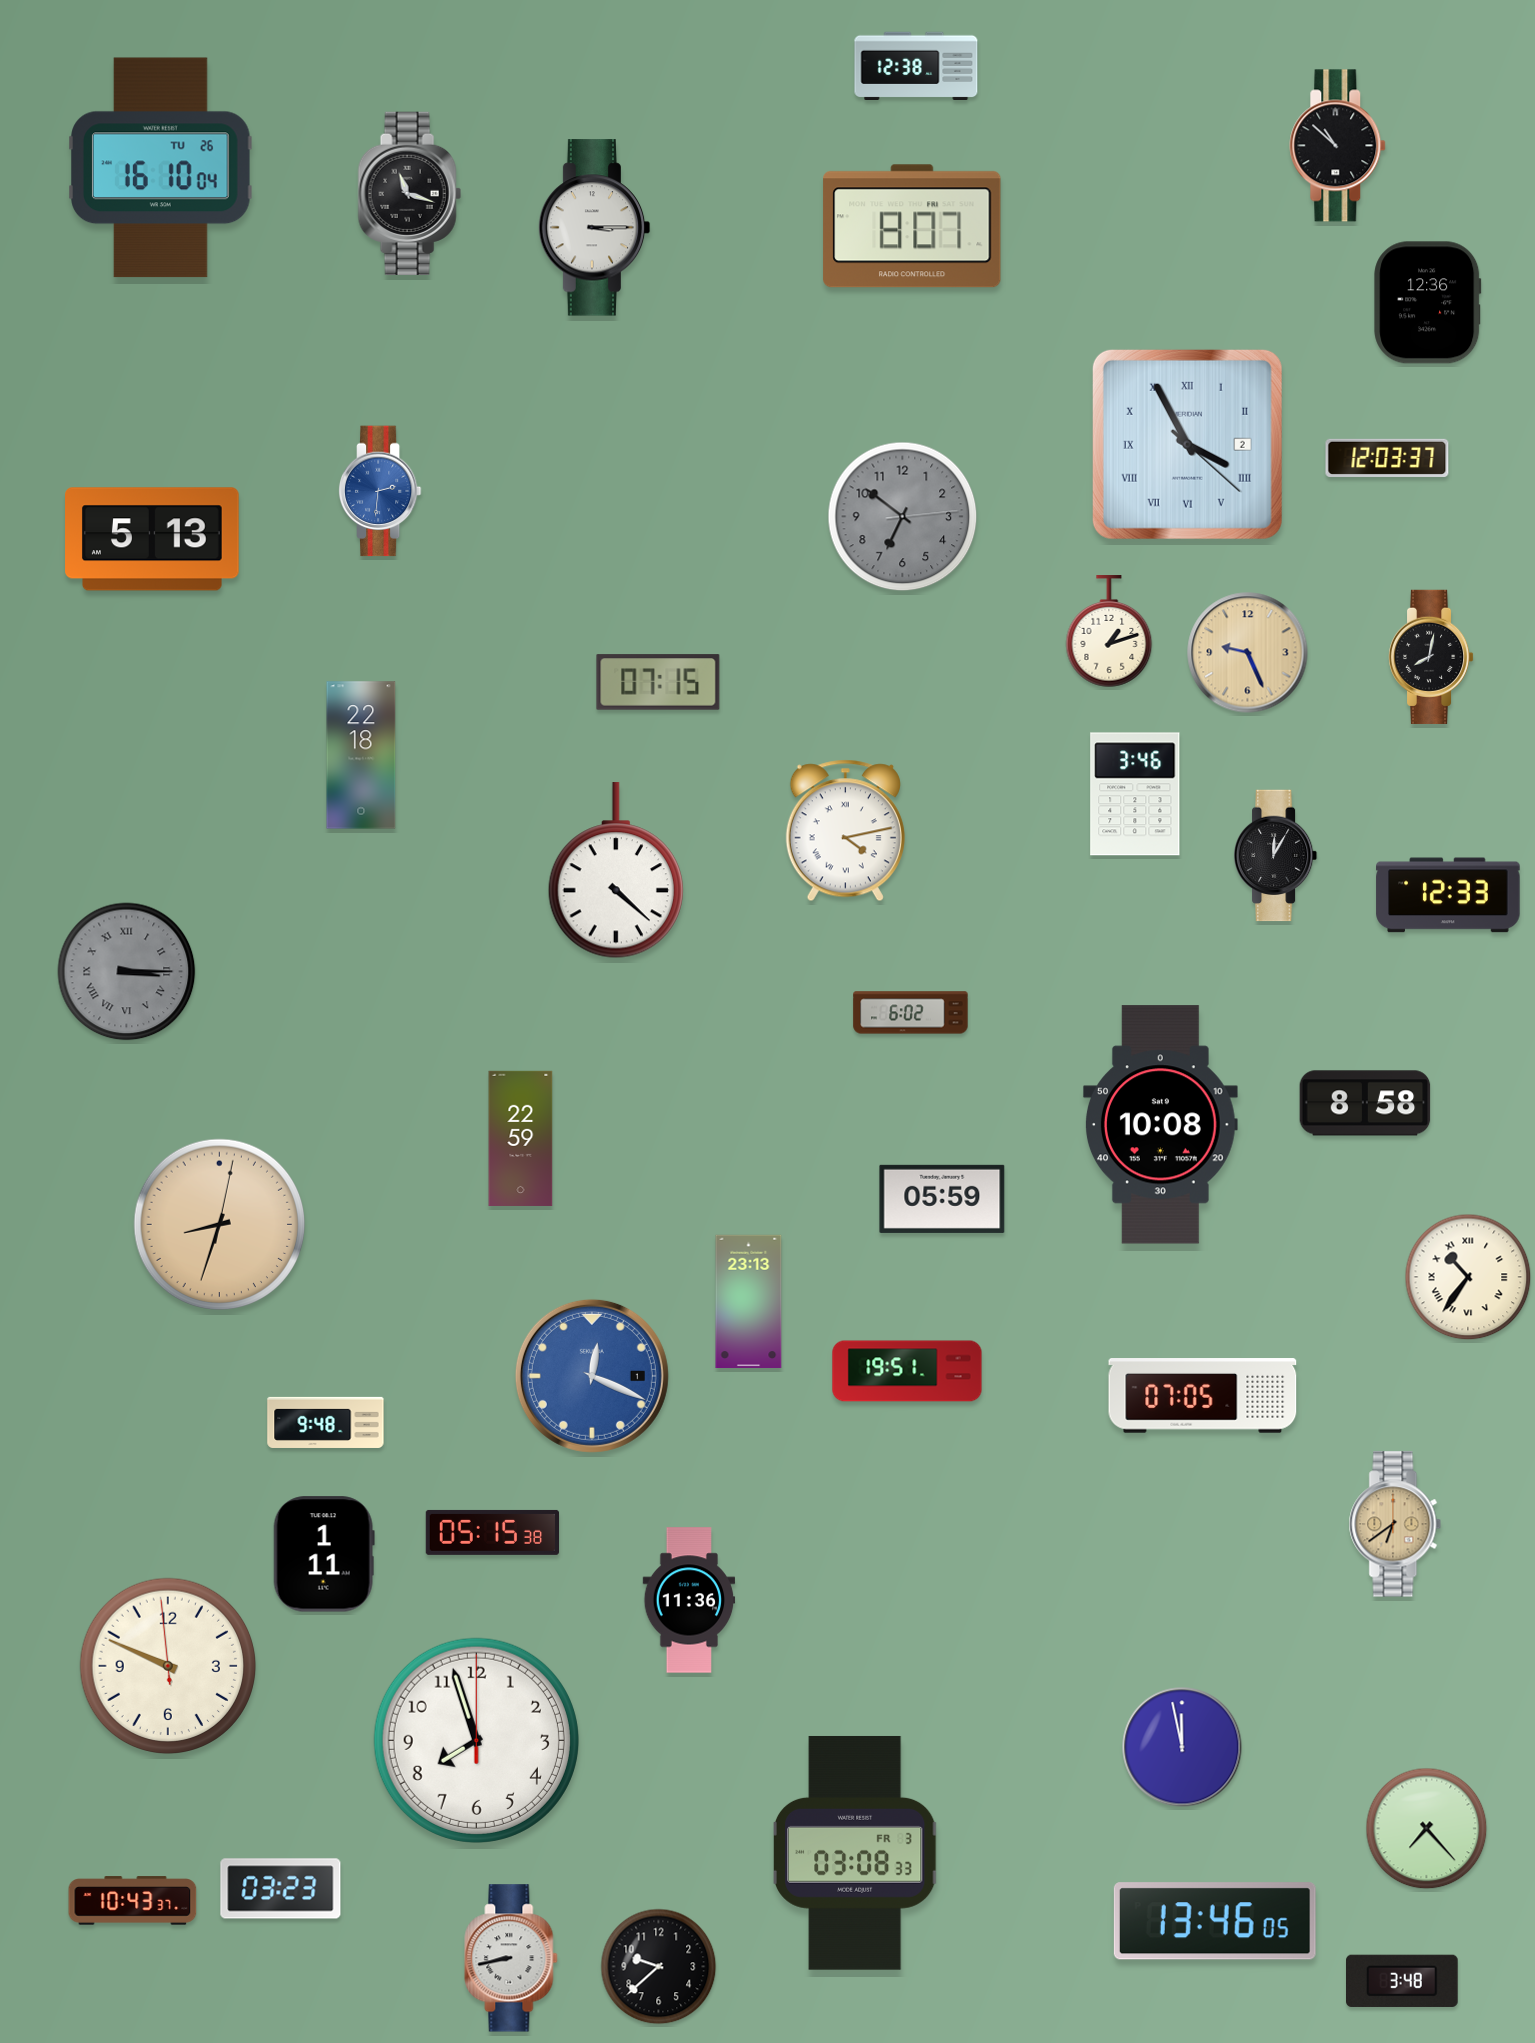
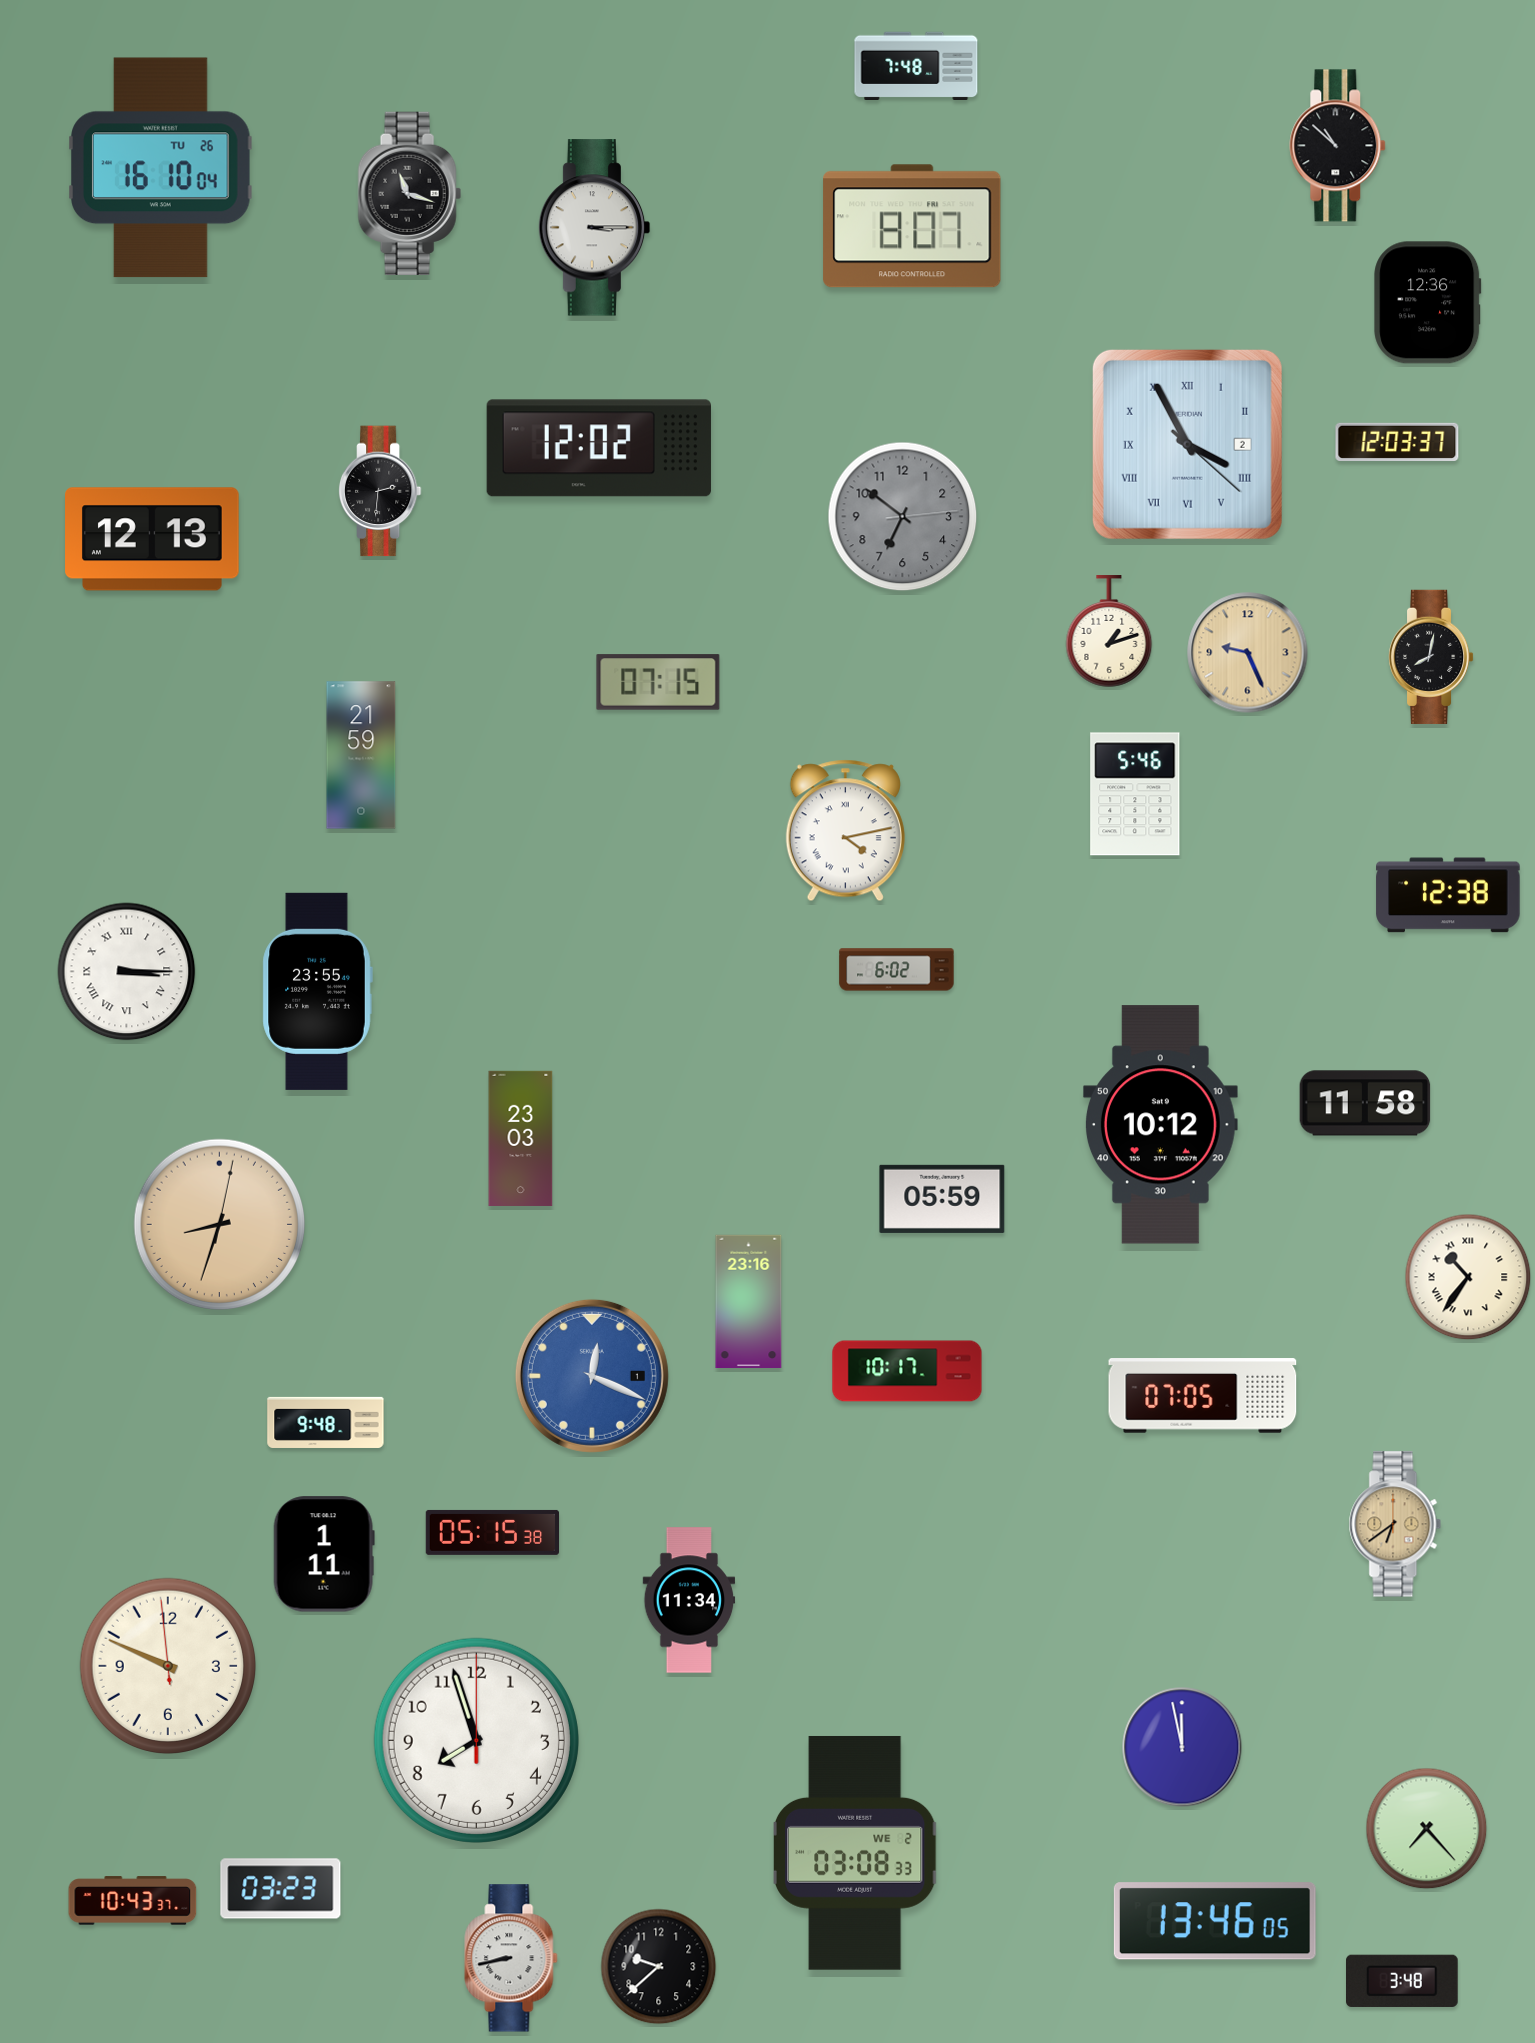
clock at (916, 66): 12:38 -> 7:48
clock at (599, 448): none -> 12:02
clock at (1387, 458) position: (1387, 458) -> (1397, 442)
clock at (380, 491) dial: blue -> black
clock at (152, 539): 5:13 -> 12:13
clock at (361, 755): 22:18 -> 21:59
clock at (1135, 794): 3:46 -> 5:46
clock at (1276, 856): 12:05 -> none
clock at (616, 871): 4:22 -> none
clock at (1448, 895): 12:33 -> 12:38
clock at (127, 972) dial: grey -> white
clock at (317, 991): none -> 23:55
clock at (911, 1013) position: (911, 1013) -> (897, 970)
clock at (1365, 1103): 8:58 -> 11:58
clock at (1160, 1125): 10:08 -> 10:12
clock at (521, 1138): 22:59 -> 23:03
clock at (749, 1302): 23:13 -> 23:16
clock at (907, 1371): 19:51 -> 10:17
clock at (689, 1600): 11:36 -> 11:34
clock at (855, 1853) date: FR 3 -> WE 2
